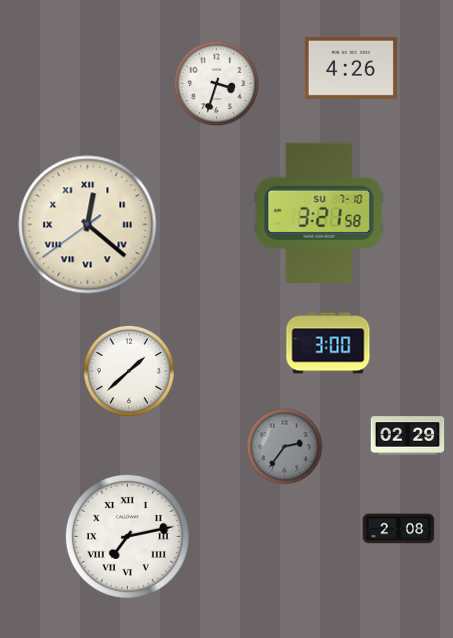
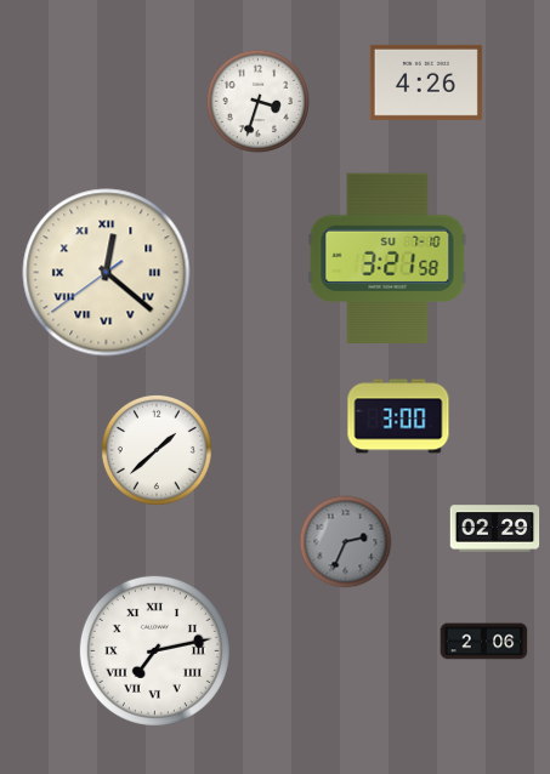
clock at (217, 84) position: (217, 84) -> (259, 102)
clock at (285, 447): 2:36 -> 2:34
clock at (399, 529): 2:08 -> 2:06
